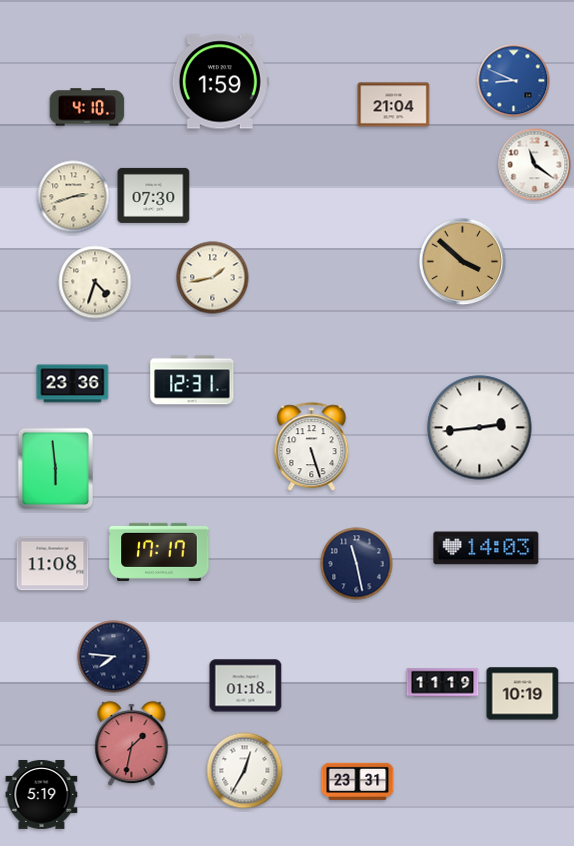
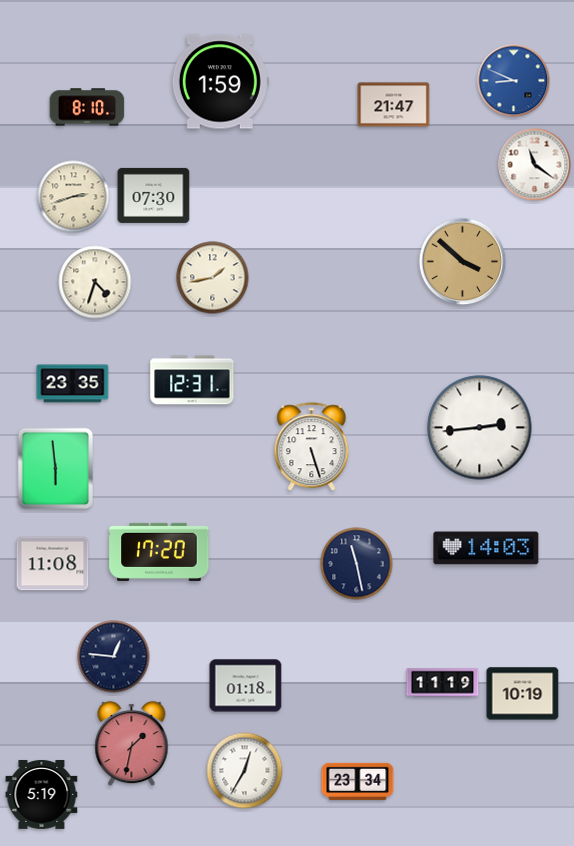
clock at (394, 105): 21:04 -> 21:47
clock at (87, 107): 4:10 -> 8:10
clock at (73, 384): 23:36 -> 23:35
clock at (159, 552): 17:17 -> 17:20
clock at (114, 657): 7:46 -> 12:46
clock at (358, 781): 23:31 -> 23:34
